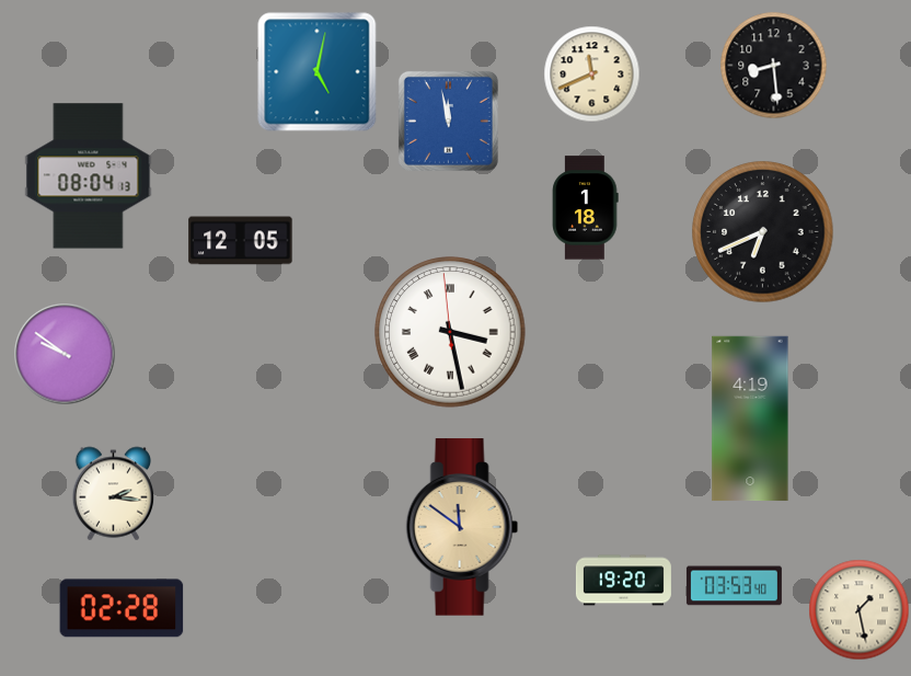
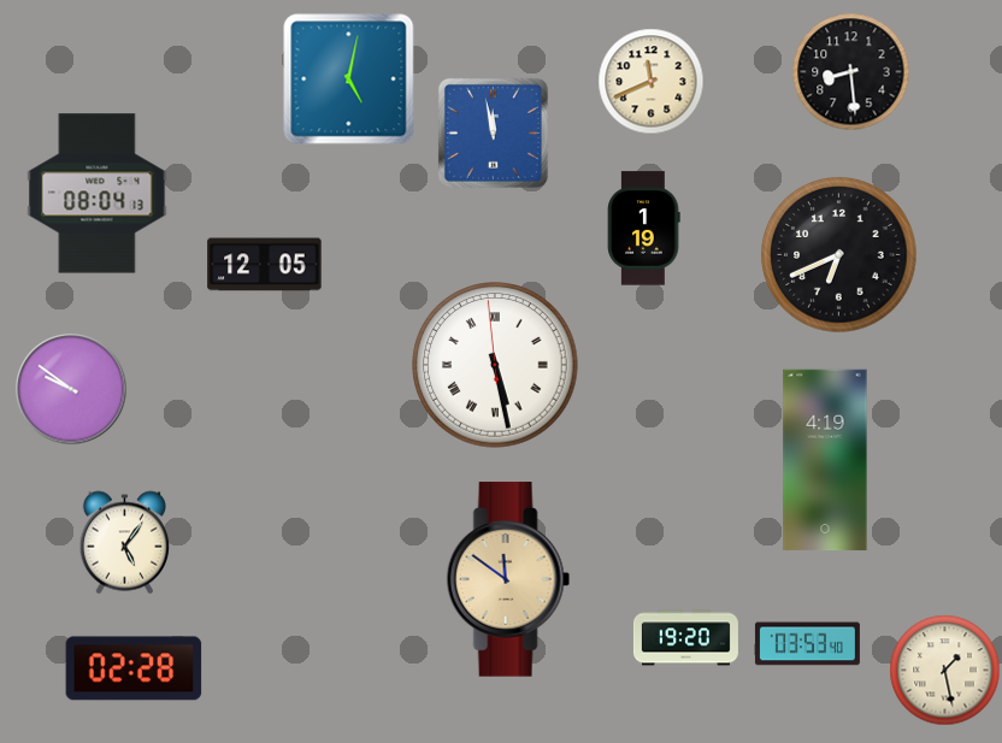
clock at (586, 208): 1:18 -> 1:19
clock at (450, 332): 3:27 -> 5:27
clock at (114, 494): 2:16 -> 5:06
